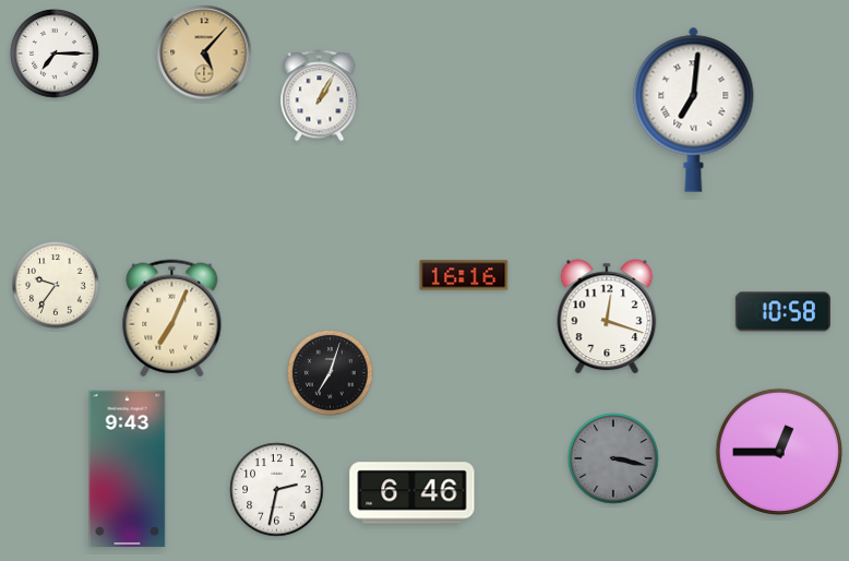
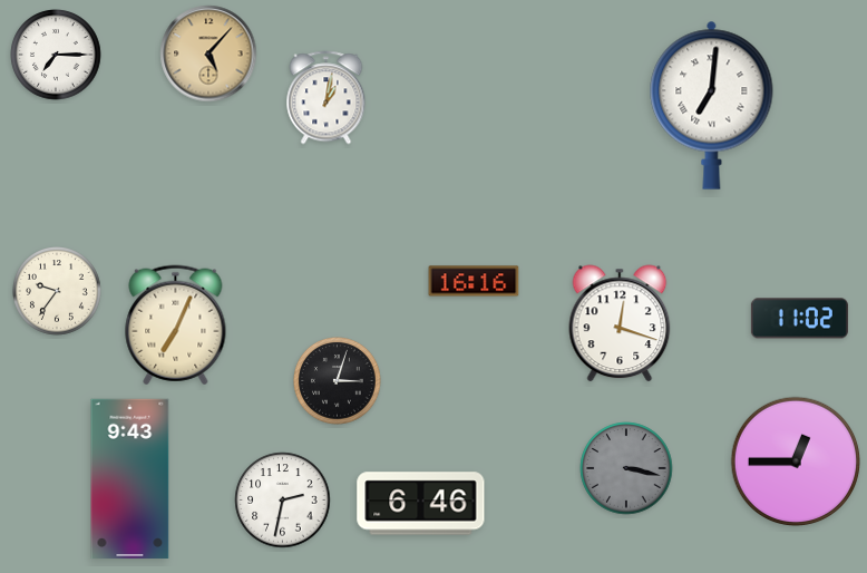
clock at (320, 96): 1:05 -> 1:02
clock at (694, 109) position: (694, 109) -> (712, 105)
clock at (782, 312): 10:58 -> 11:02
clock at (331, 373): 7:03 -> 3:03
